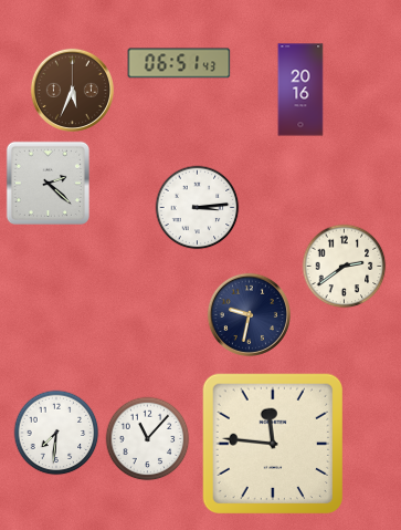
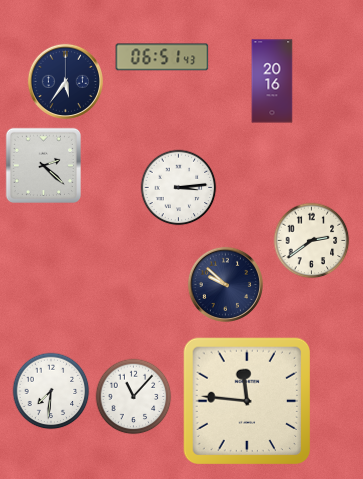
clock at (72, 90): 5:34 -> 5:36
clock at (72, 90) dial: brown -> navy
clock at (249, 314): 9:32 -> 9:52
